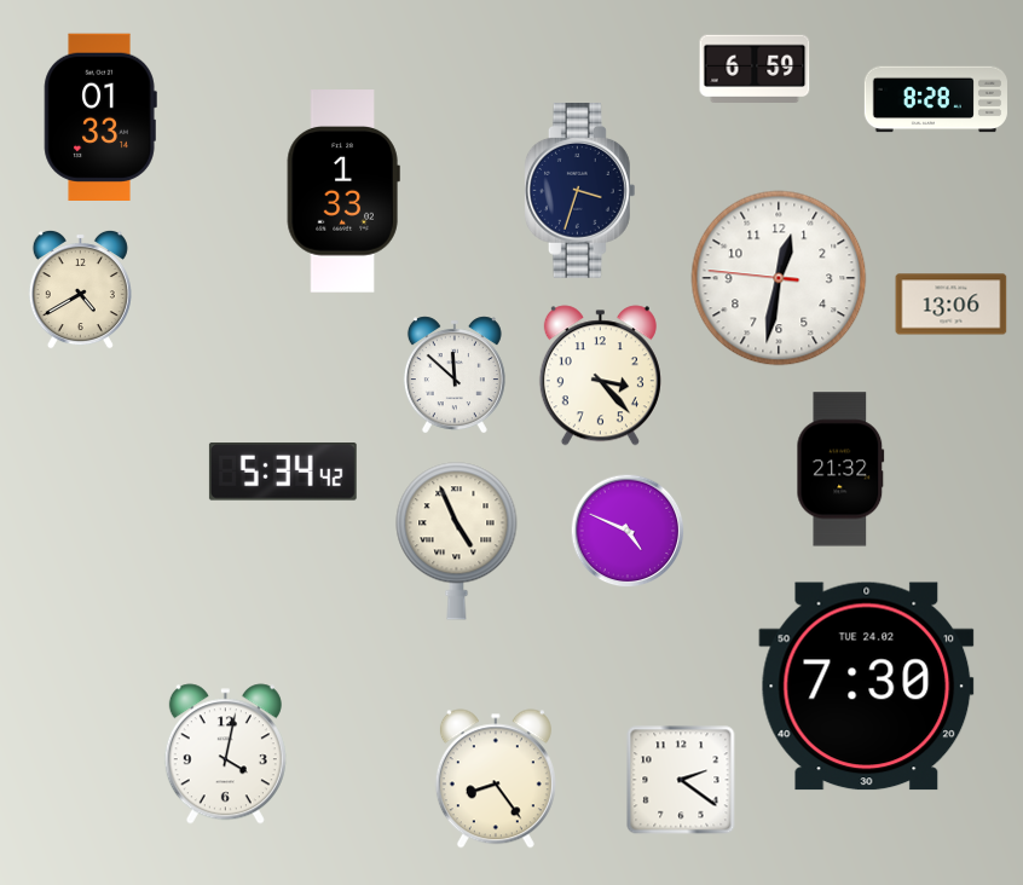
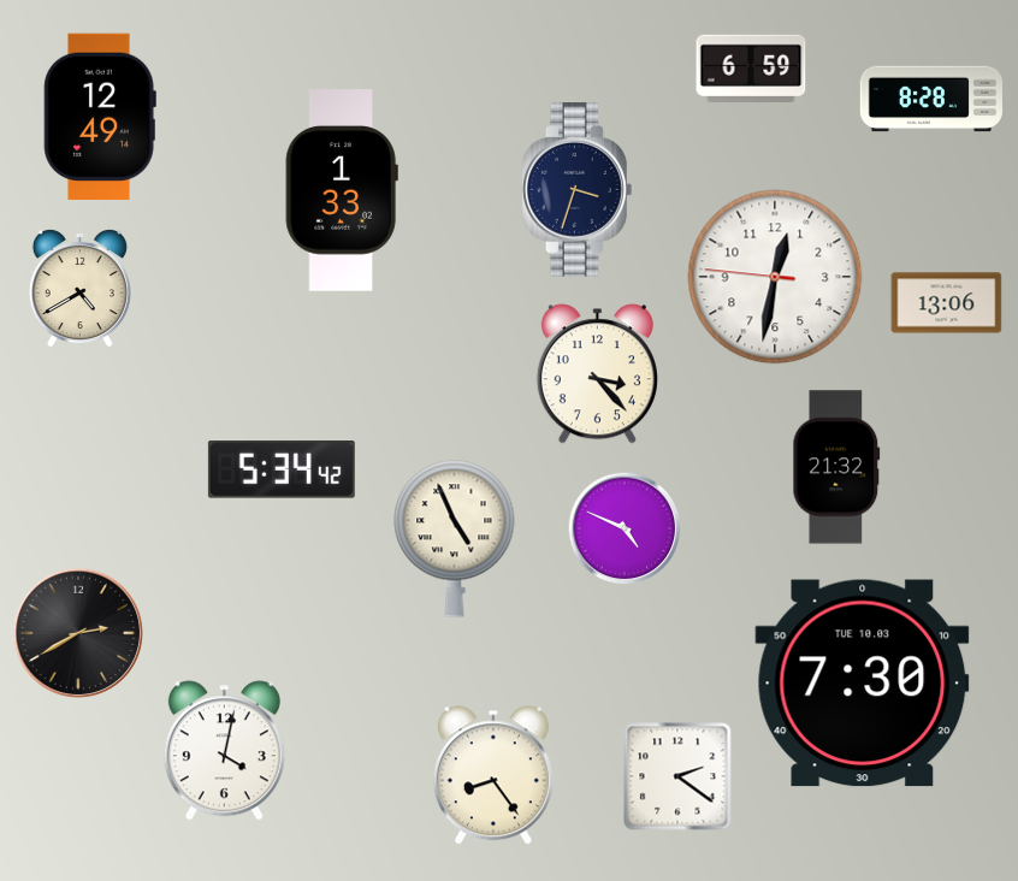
clock at (100, 116): 01:33 -> 12:49
clock at (455, 375): 11:52 -> none
clock at (77, 632): none -> 2:40
clock at (867, 687) date: TUE 24.02 -> TUE 10.03
